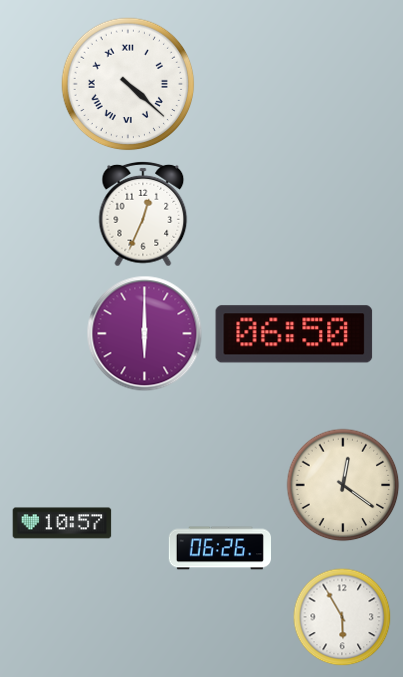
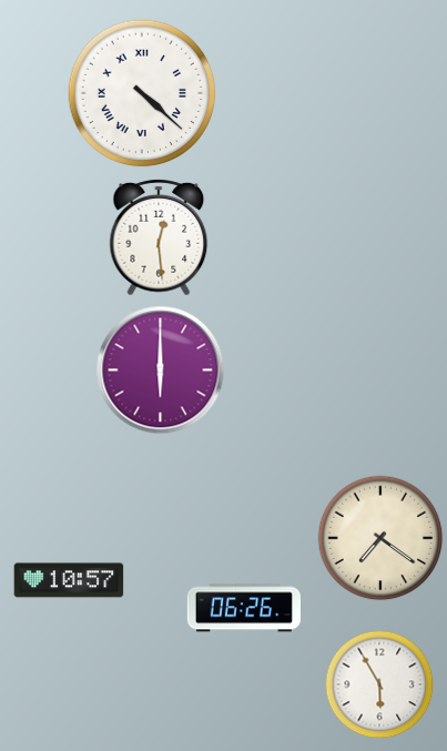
clock at (143, 214): 12:34 -> 12:29
clock at (294, 334): 06:50 -> none
clock at (343, 485): 12:21 -> 7:21
